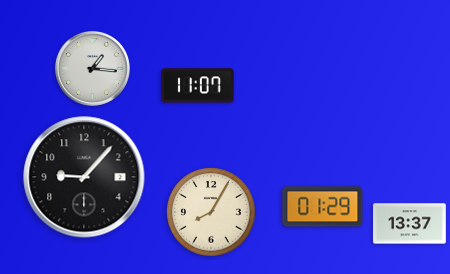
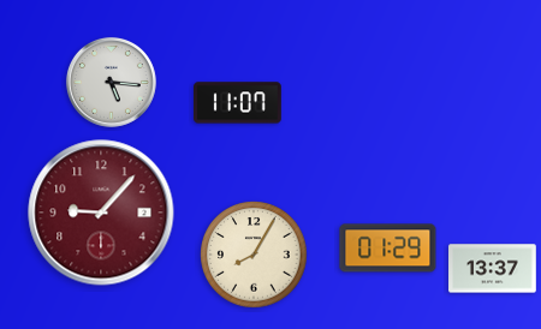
clock at (92, 68): 1:16 -> 5:16
clock at (84, 177) dial: black -> burgundy
